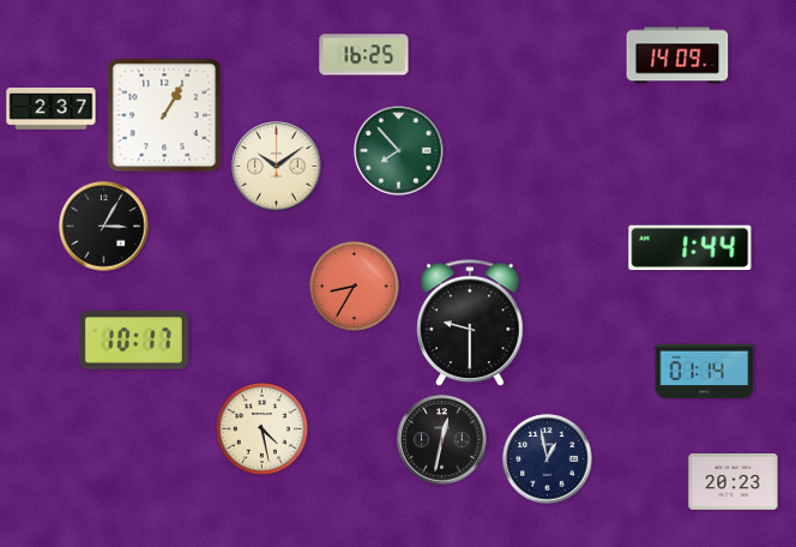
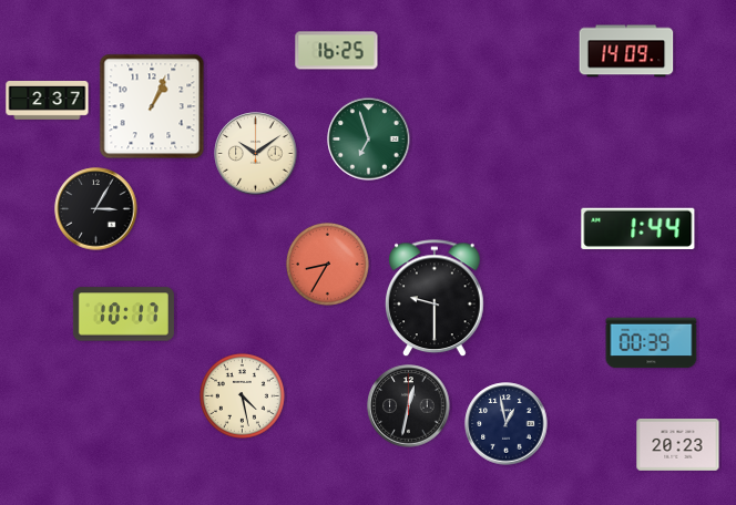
clock at (164, 115): 1:05 -> 1:04
clock at (399, 151): 7:53 -> 6:57
clock at (705, 372): 01:14 -> 00:39
